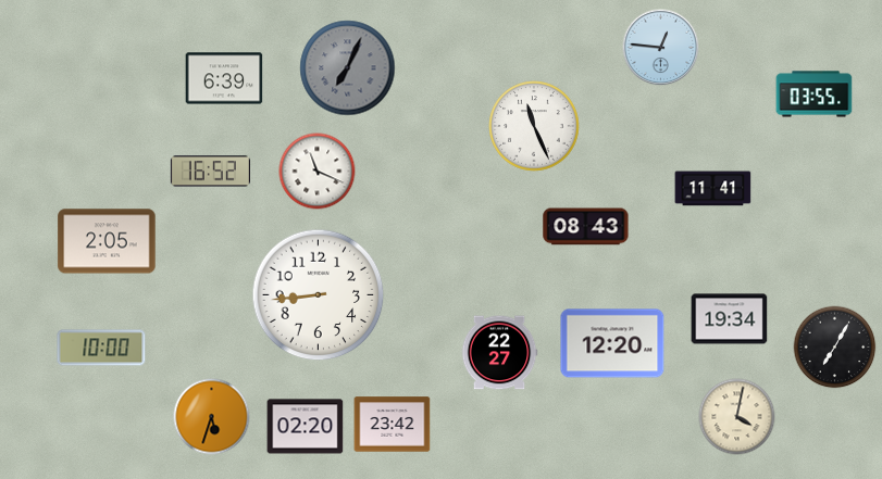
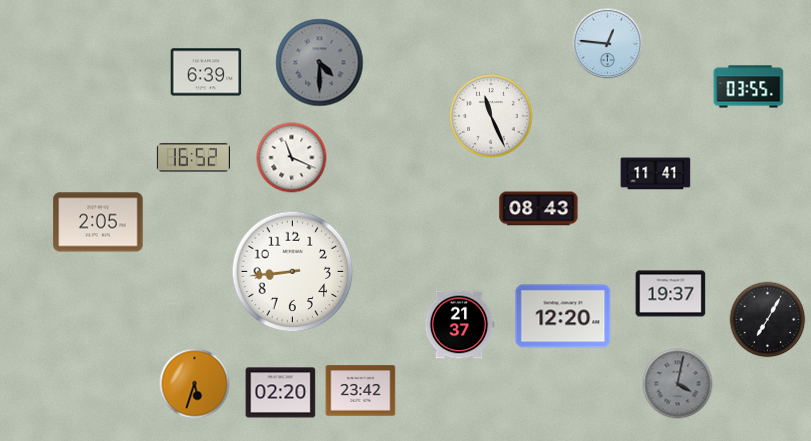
clock at (348, 68): 7:04 -> 4:30
clock at (730, 319): 19:34 -> 19:37
clock at (101, 348): 10:00 -> none
clock at (499, 353): 22:27 -> 21:37
clock at (737, 417) dial: cream -> grey
